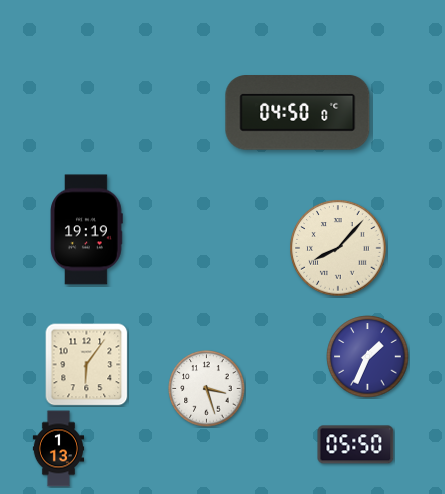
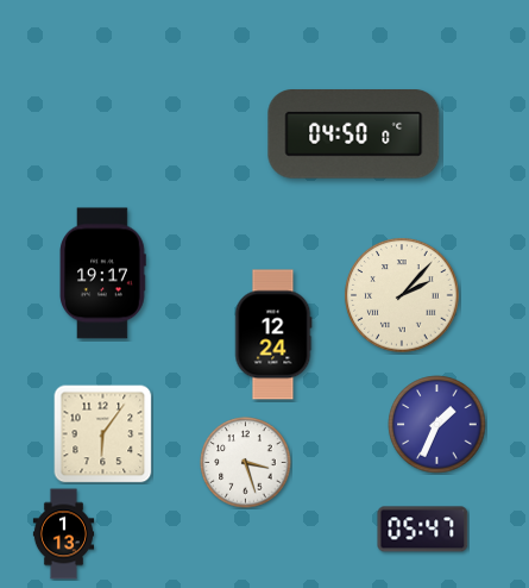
clock at (86, 230): 19:19 -> 19:17
clock at (338, 248): 8:07 -> 2:07
clock at (273, 334): none -> 12:24
clock at (356, 445): 05:50 -> 05:47
clock at (59, 449) position: (59, 449) -> (64, 534)
